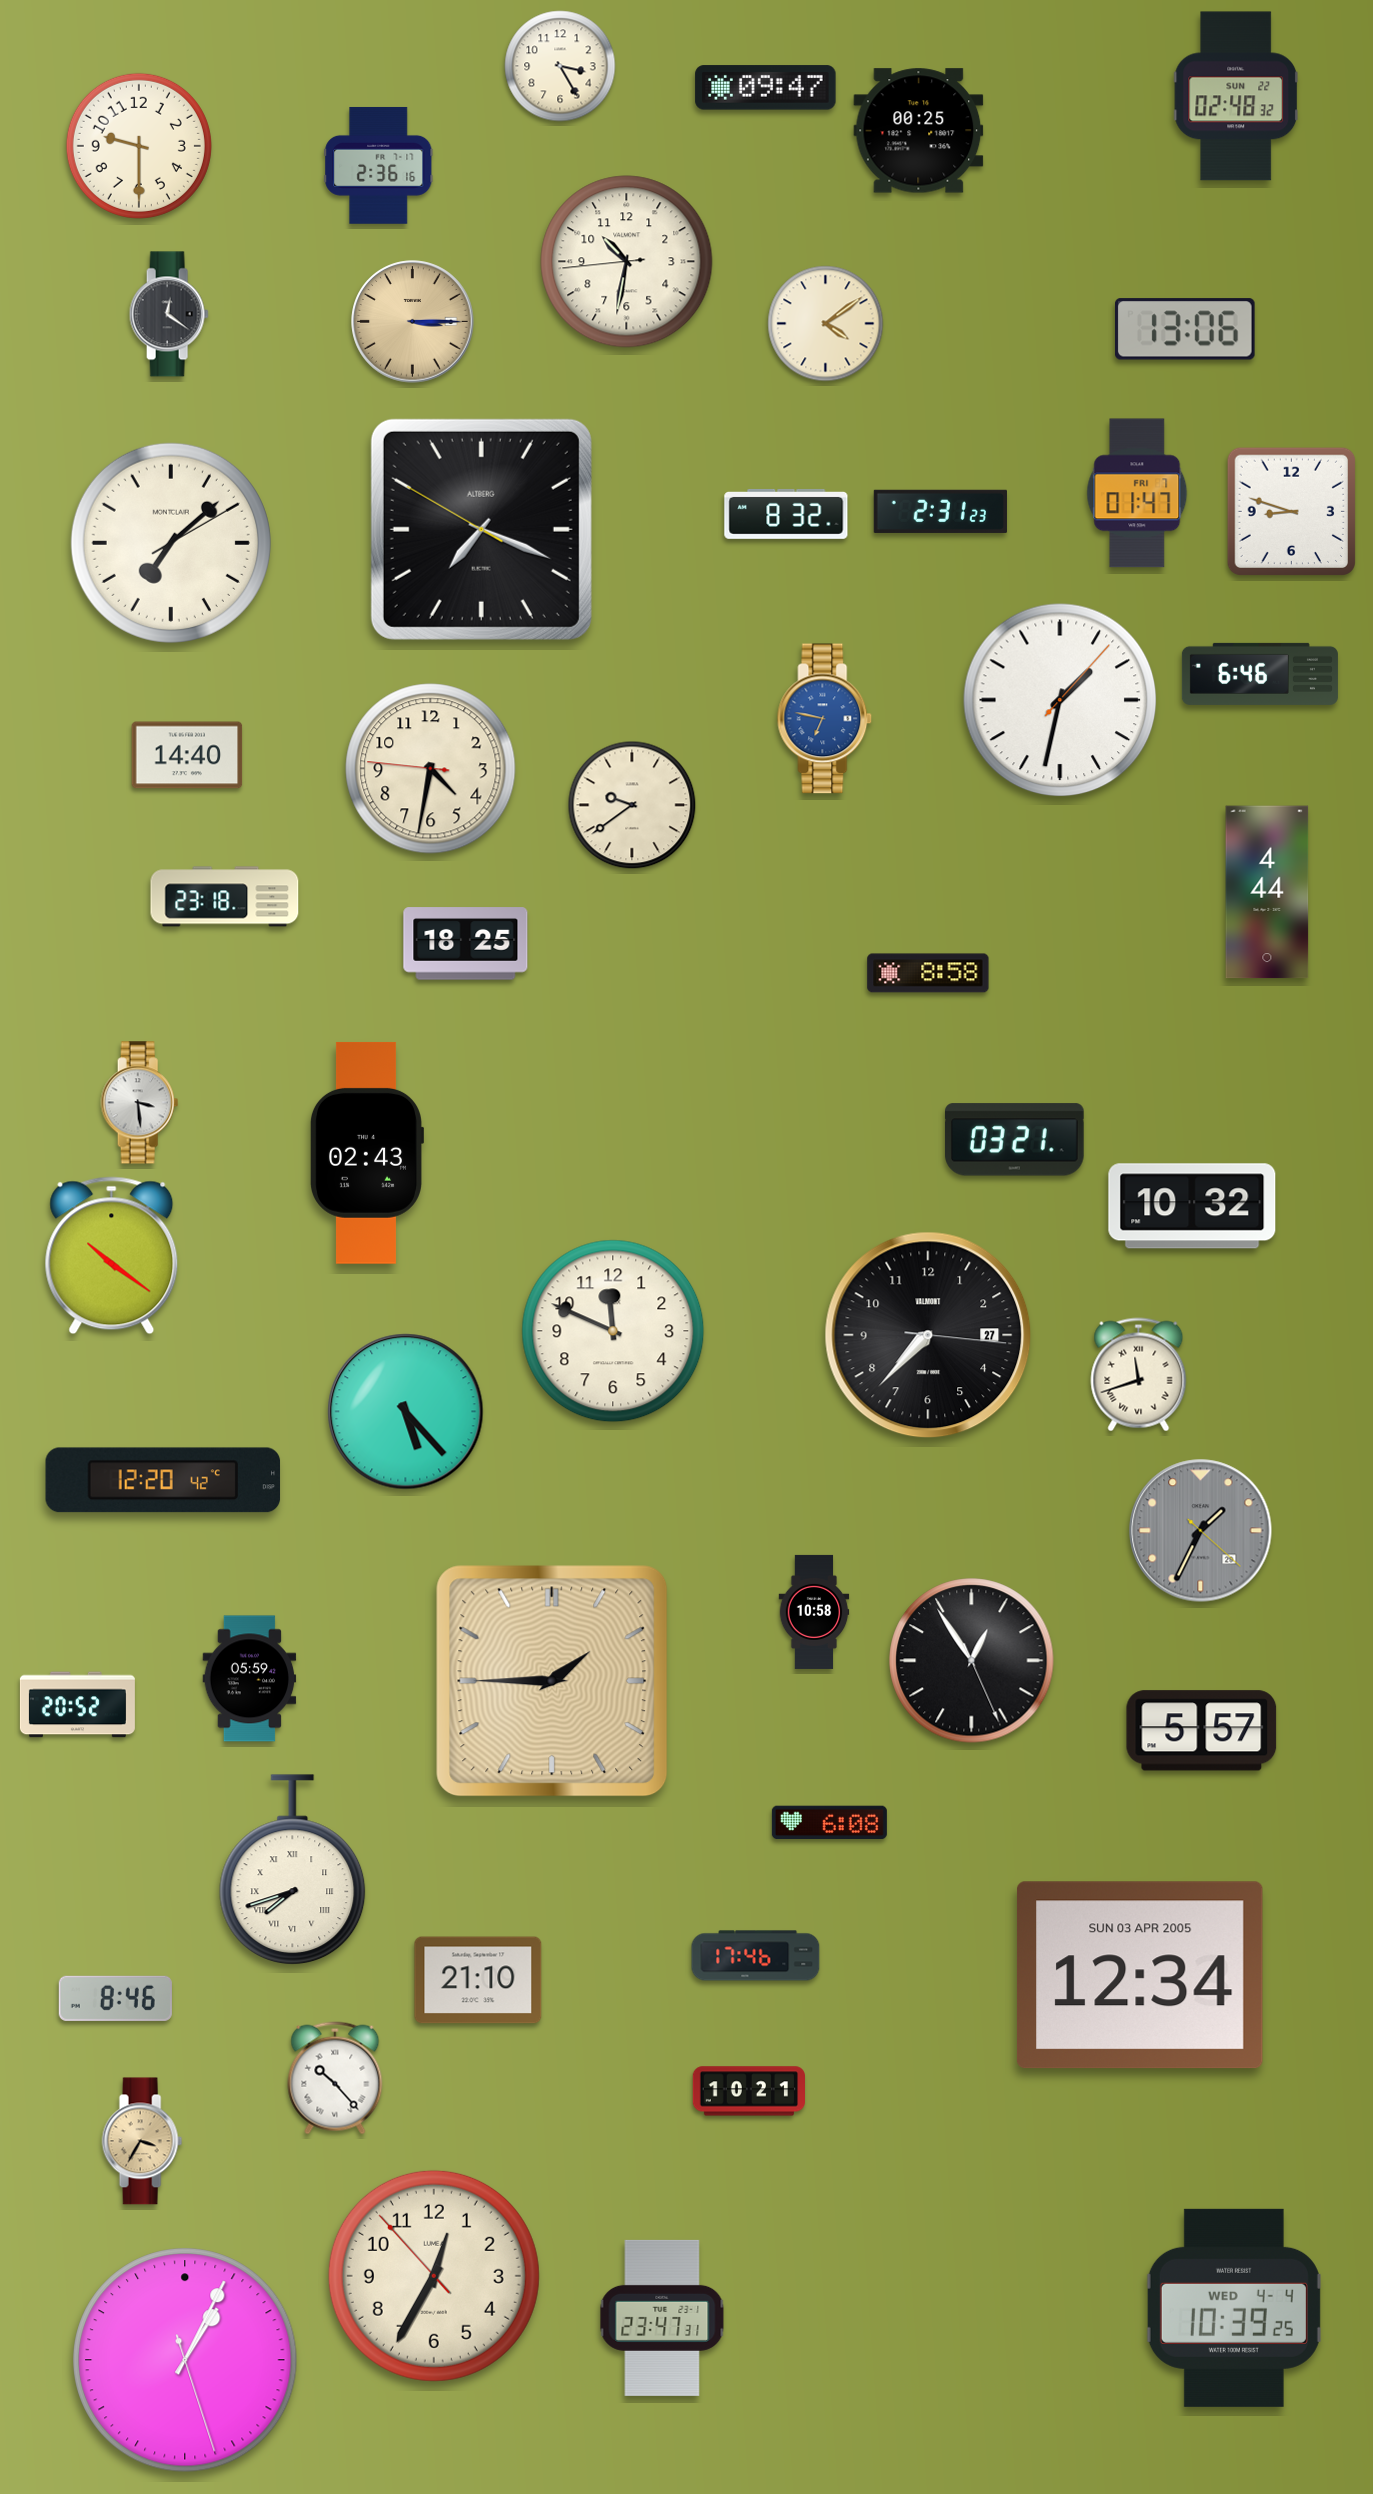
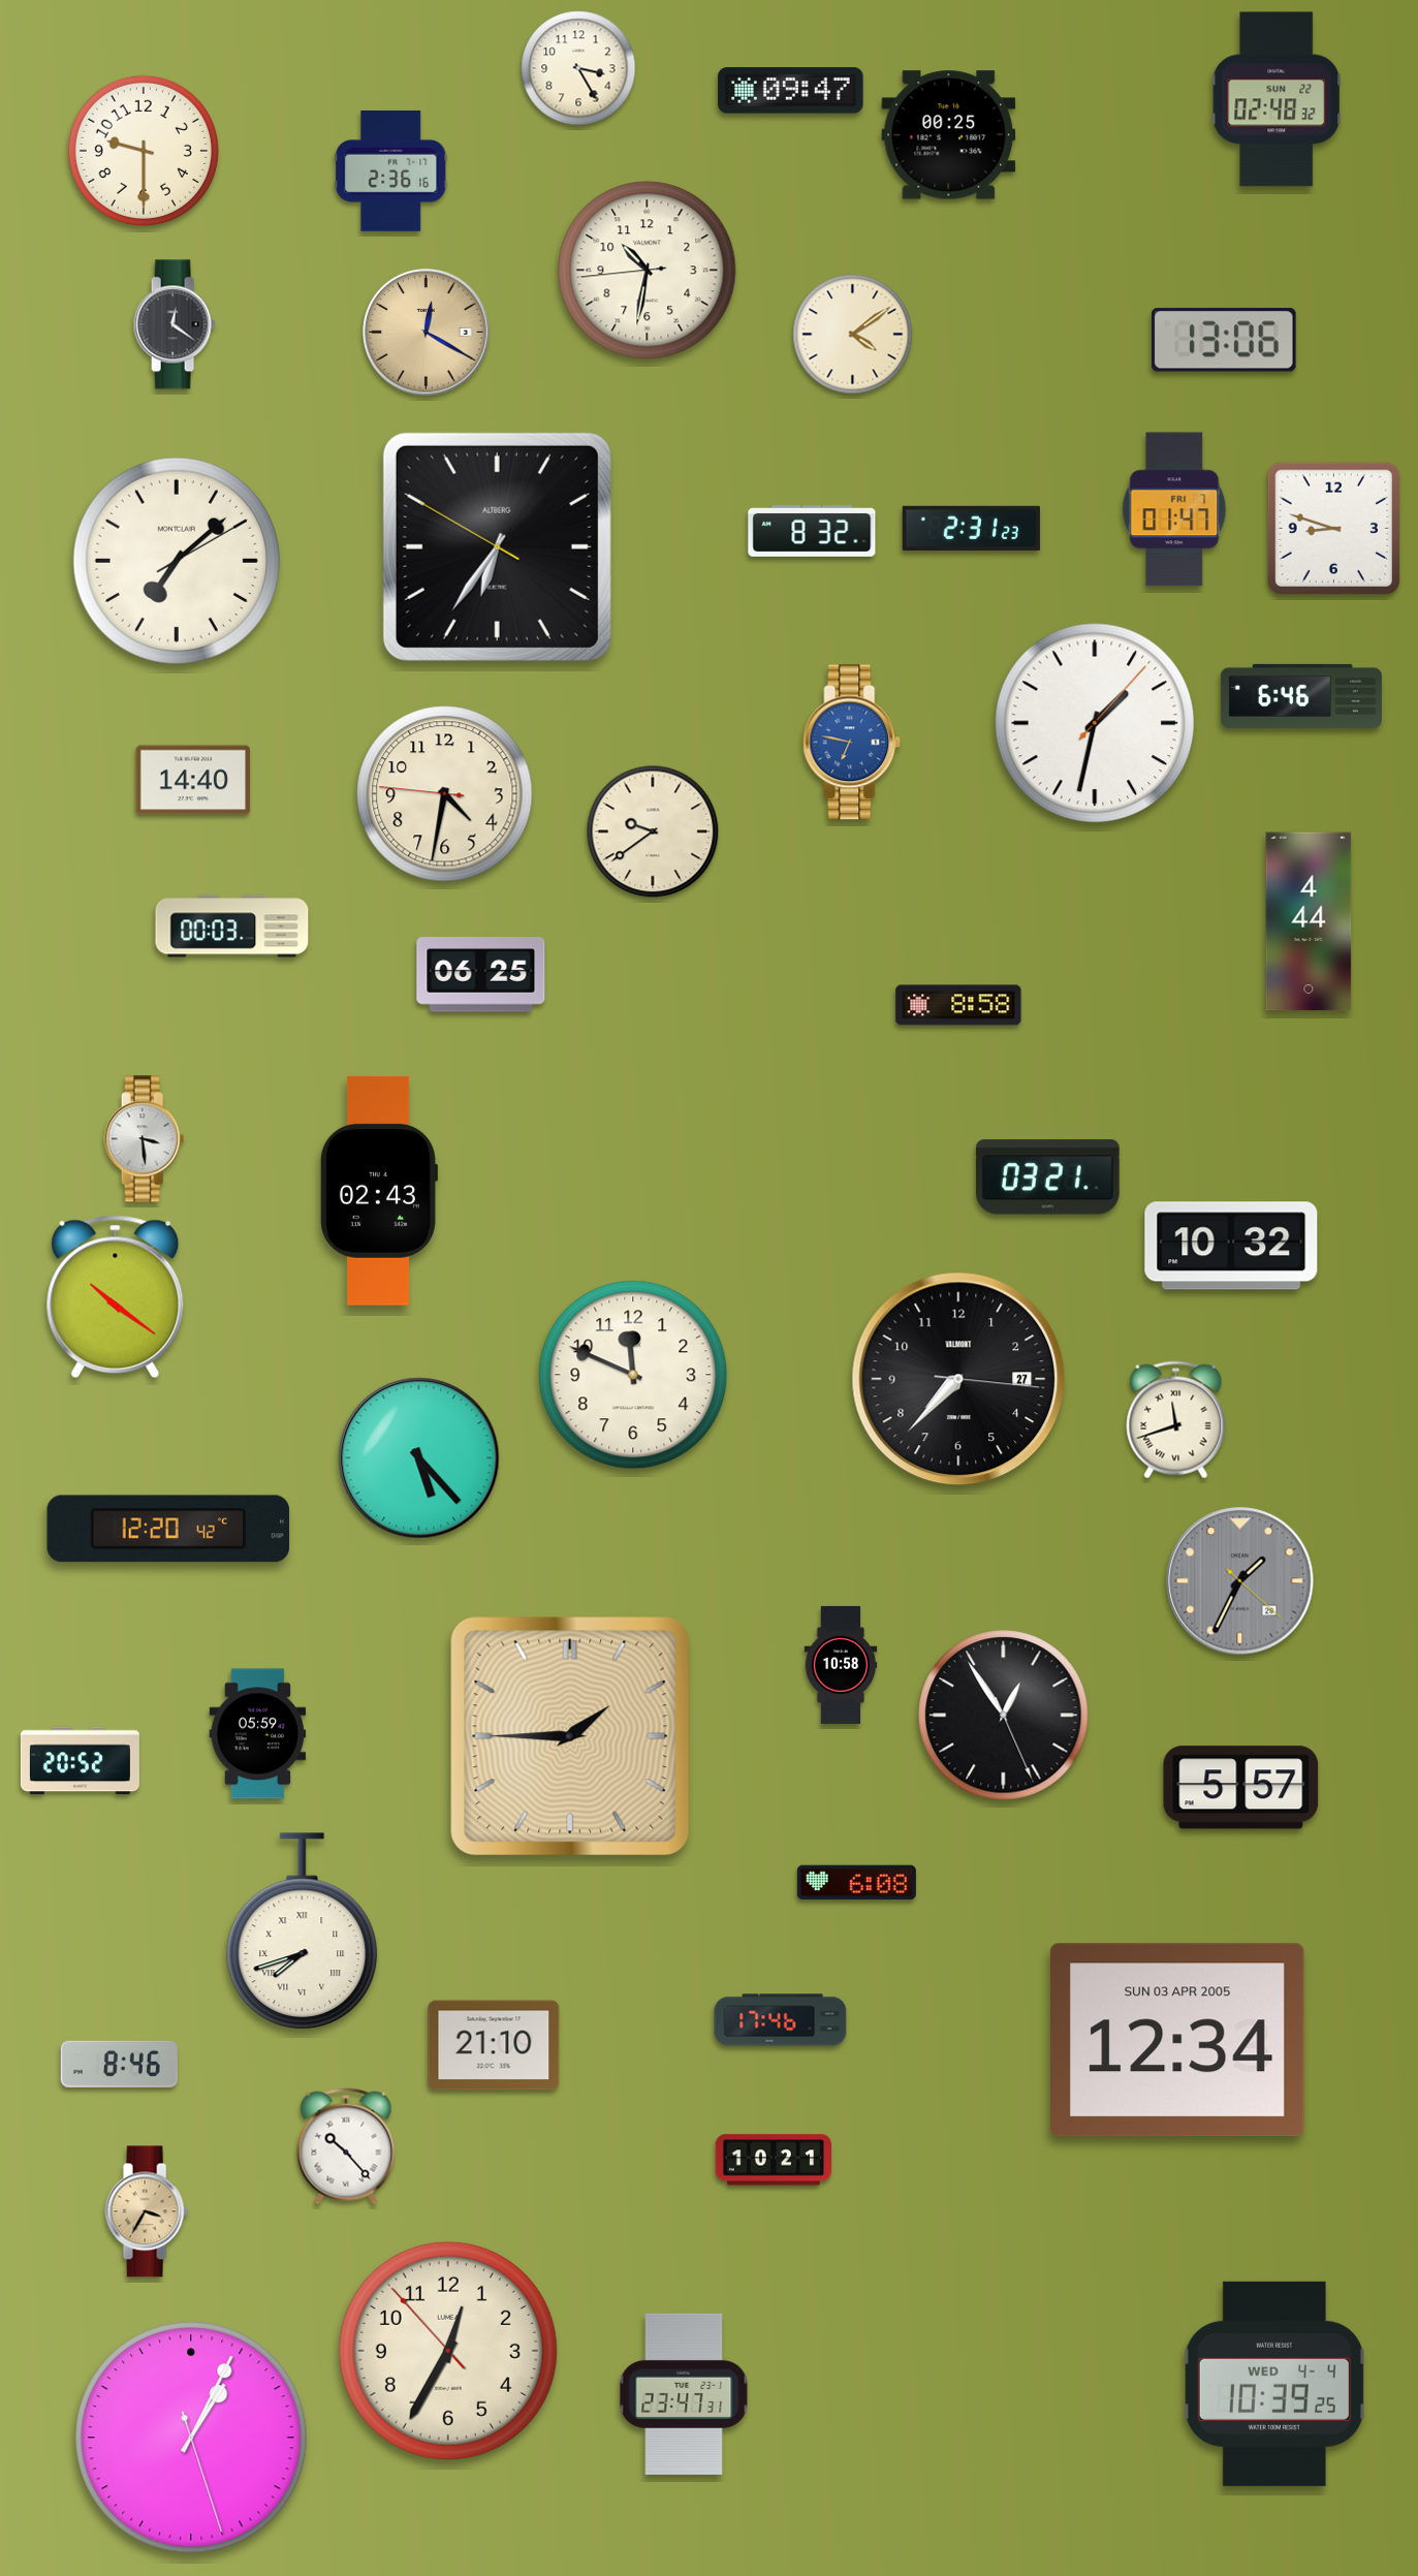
clock at (413, 322): 3:15 -> 12:20
clock at (481, 529): 7:18 -> 6:35
clock at (225, 897): 23:18 -> 00:03
clock at (466, 944): 18:25 -> 06:25
